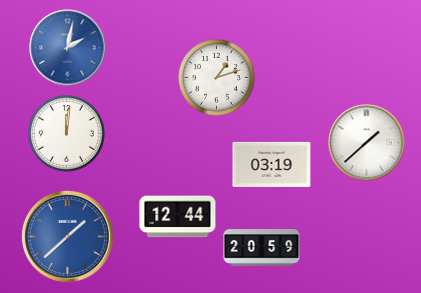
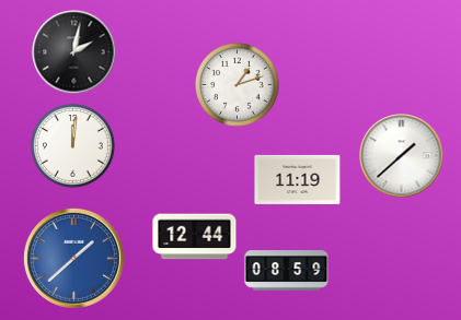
clock at (68, 48) dial: blue -> black
clock at (272, 164): 03:19 -> 11:19
clock at (262, 248): 20:59 -> 08:59
